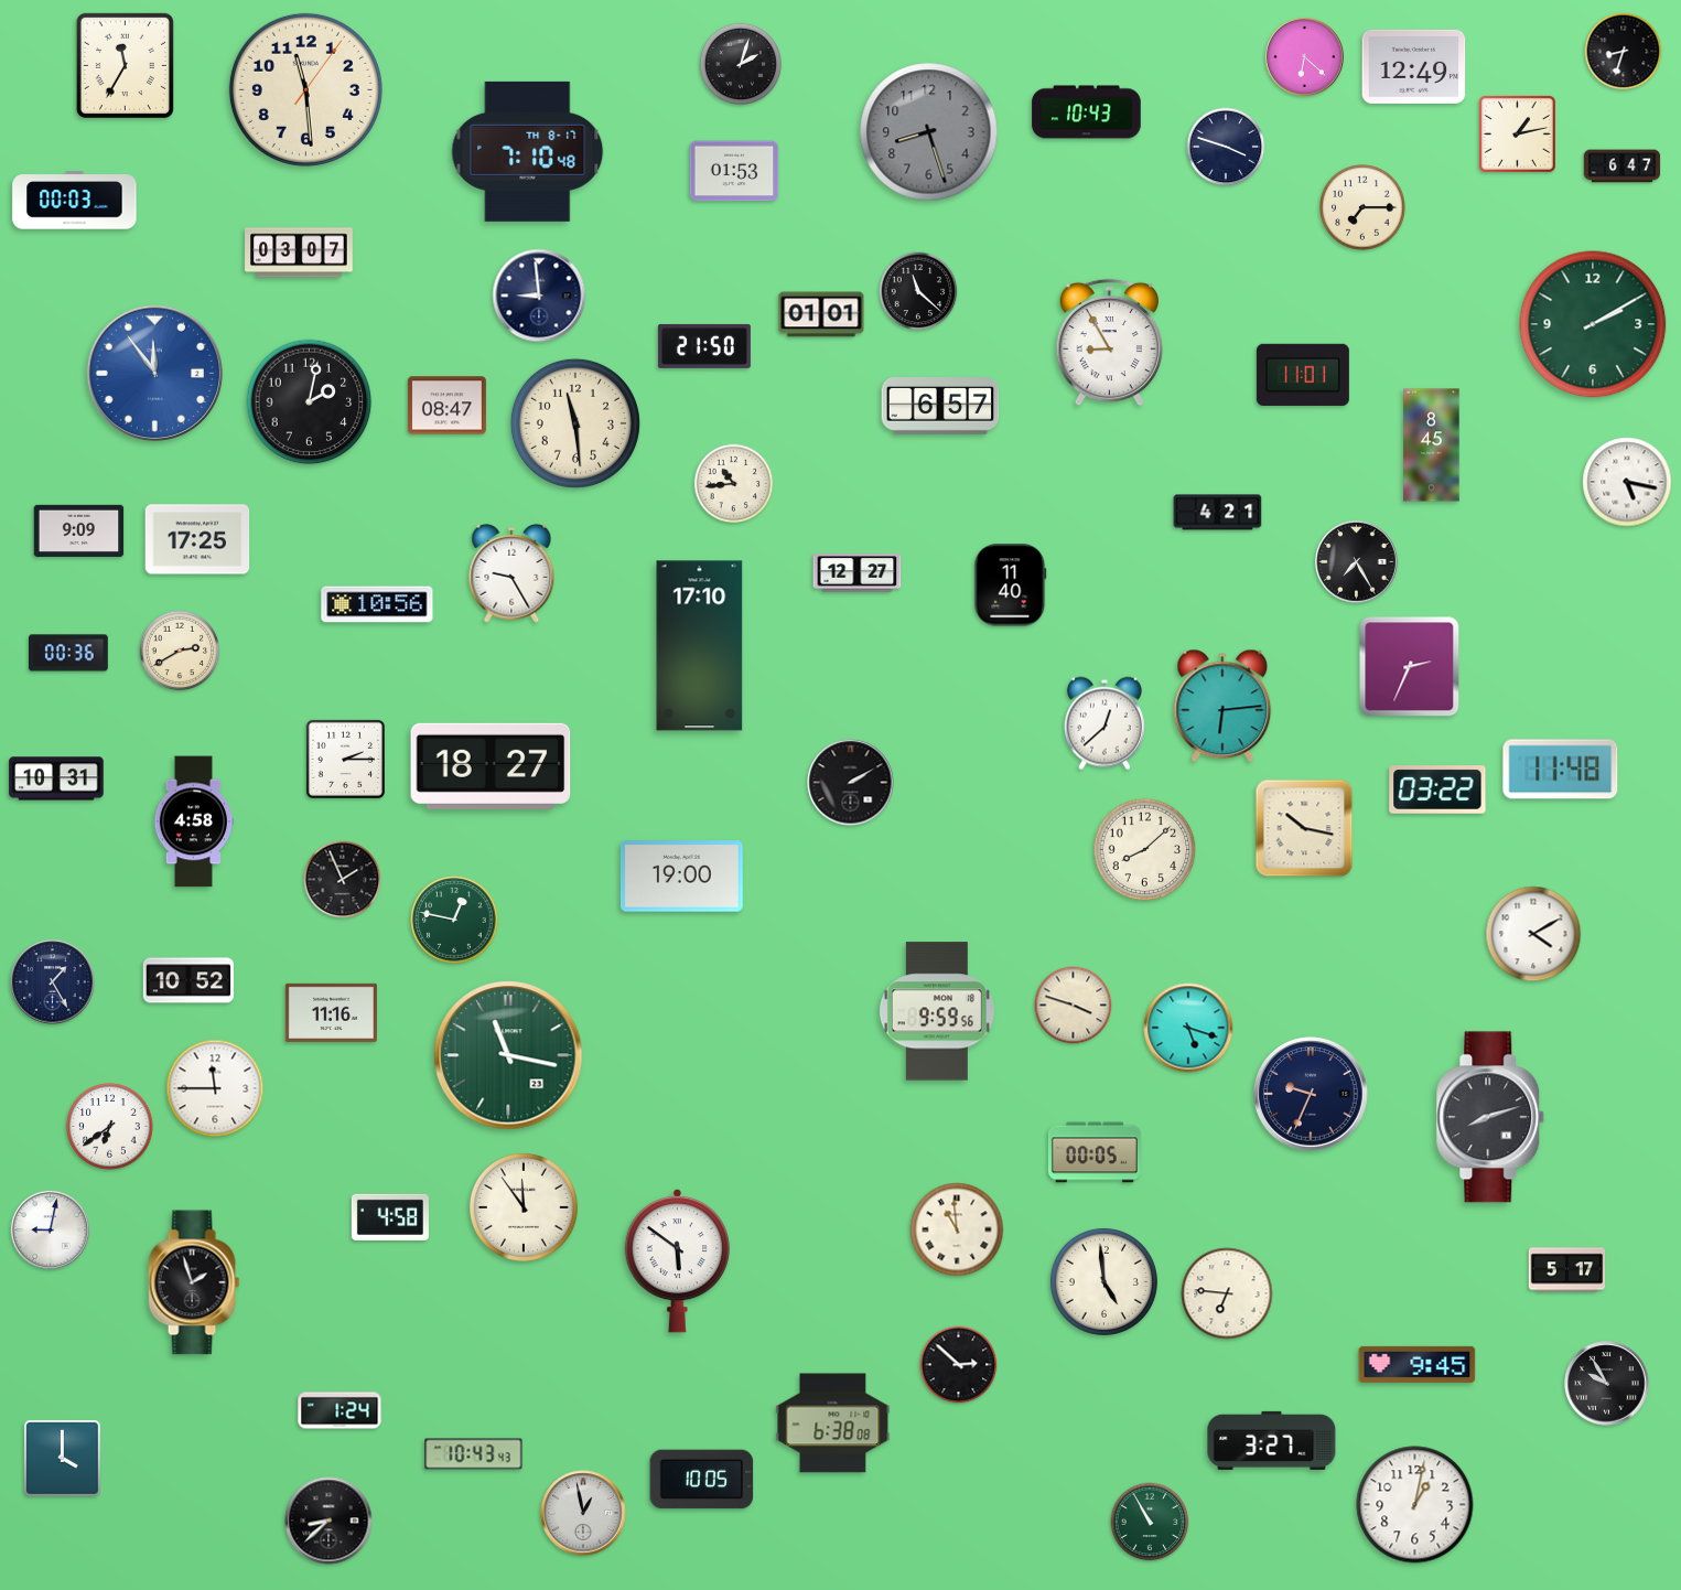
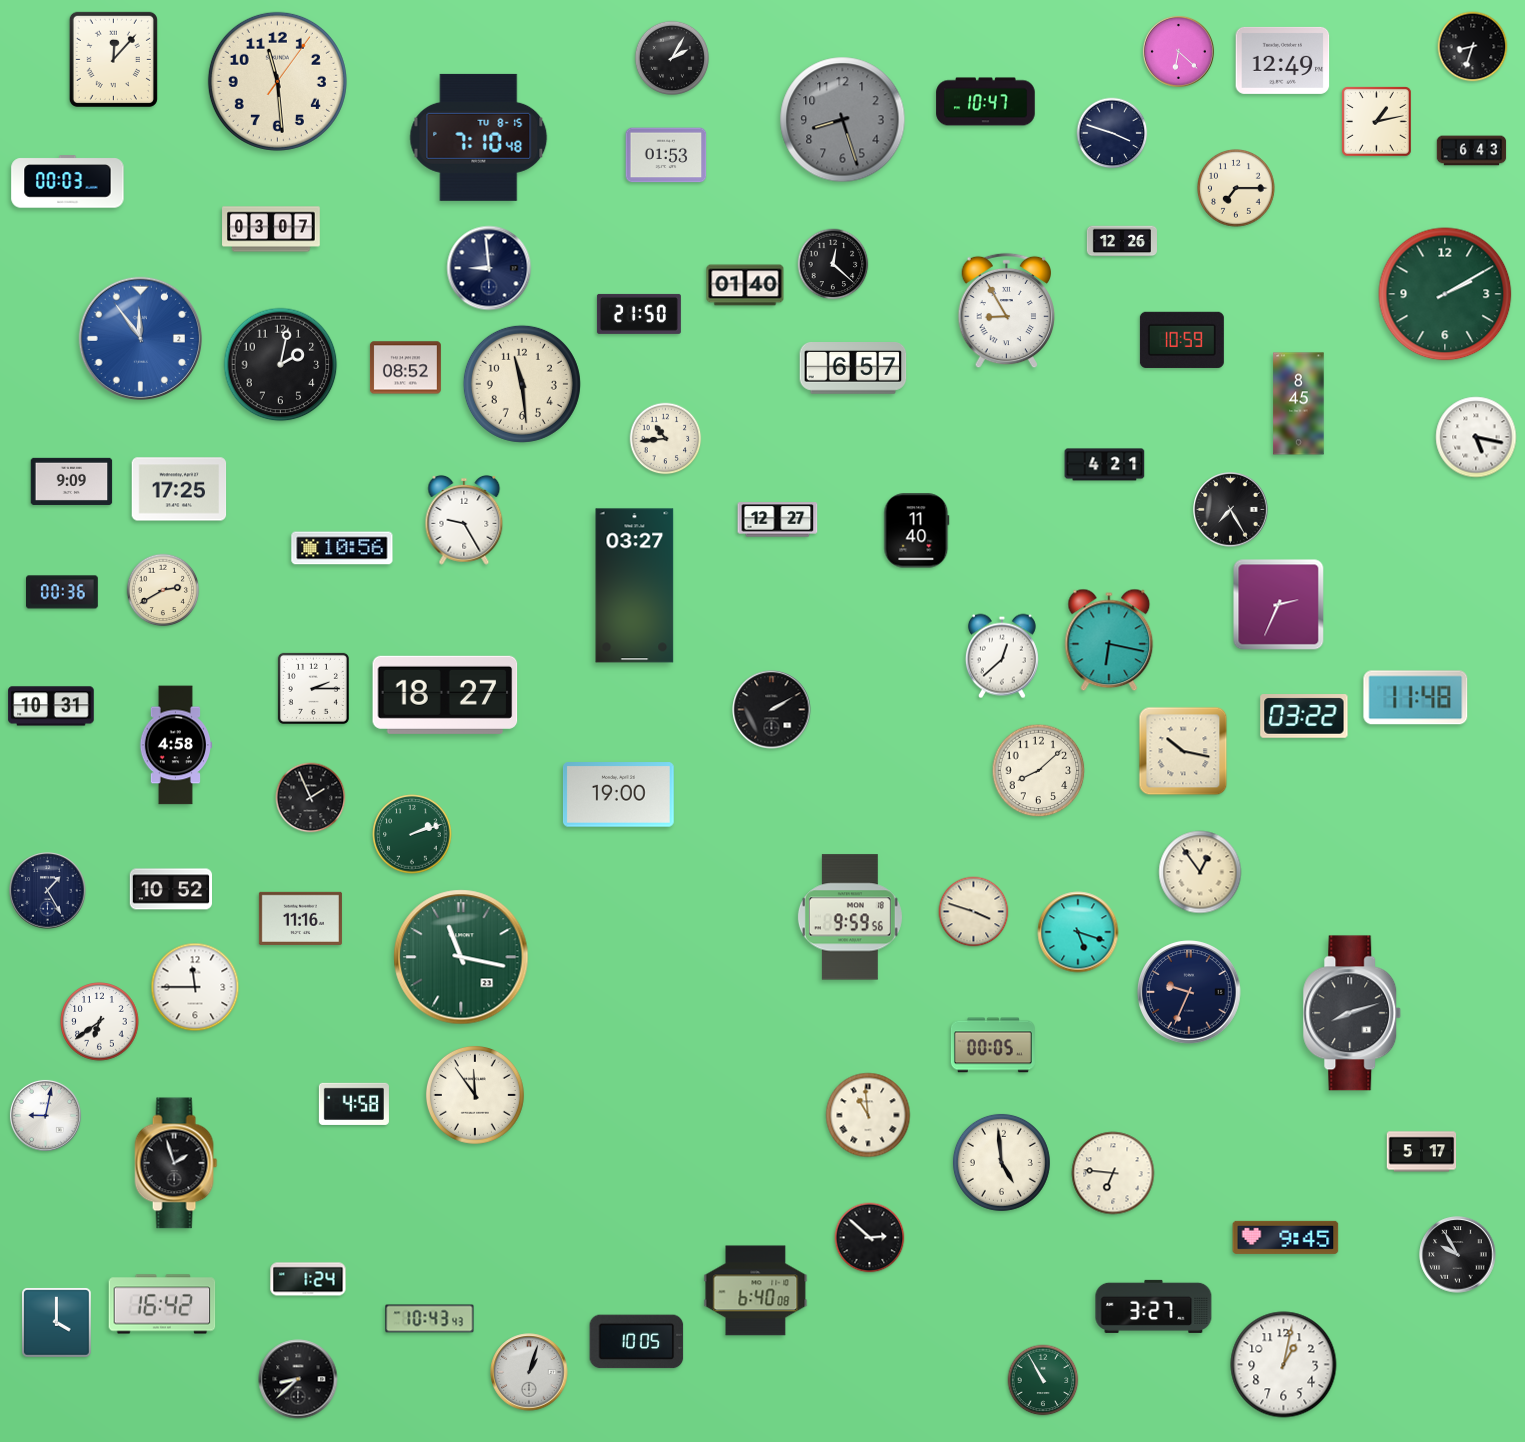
clock at (1304, 56) position: (1304, 56) -> (1178, 51)
clock at (741, 64): 2:03 -> 2:05
clock at (125, 65): 11:35 -> 12:07
clock at (1087, 112): 10:43 -> 10:47
clock at (528, 151) date: TH 8-17 -> TU 8-15
clock at (1623, 166): 6:47 -> 6:43
clock at (1122, 241): none -> 12:26
clock at (918, 291): 11:22 -> 12:22
clock at (821, 314): 01:01 -> 01:40
clock at (1303, 375): 11:01 -> 10:59
clock at (446, 406): 08:47 -> 08:52
clock at (700, 646): 17:10 -> 03:27
clock at (1222, 706): 6:14 -> 6:17
clock at (454, 920): 12:47 -> 2:12
clock at (1533, 934): 4:10 -> none
clock at (1200, 872): none -> 12:54
clock at (677, 1260): 5:51 -> none
clock at (833, 1424): 6:38 -> 6:40
clock at (162, 1304): none -> 16:42
clock at (583, 1513): 12:58 -> 1:03
